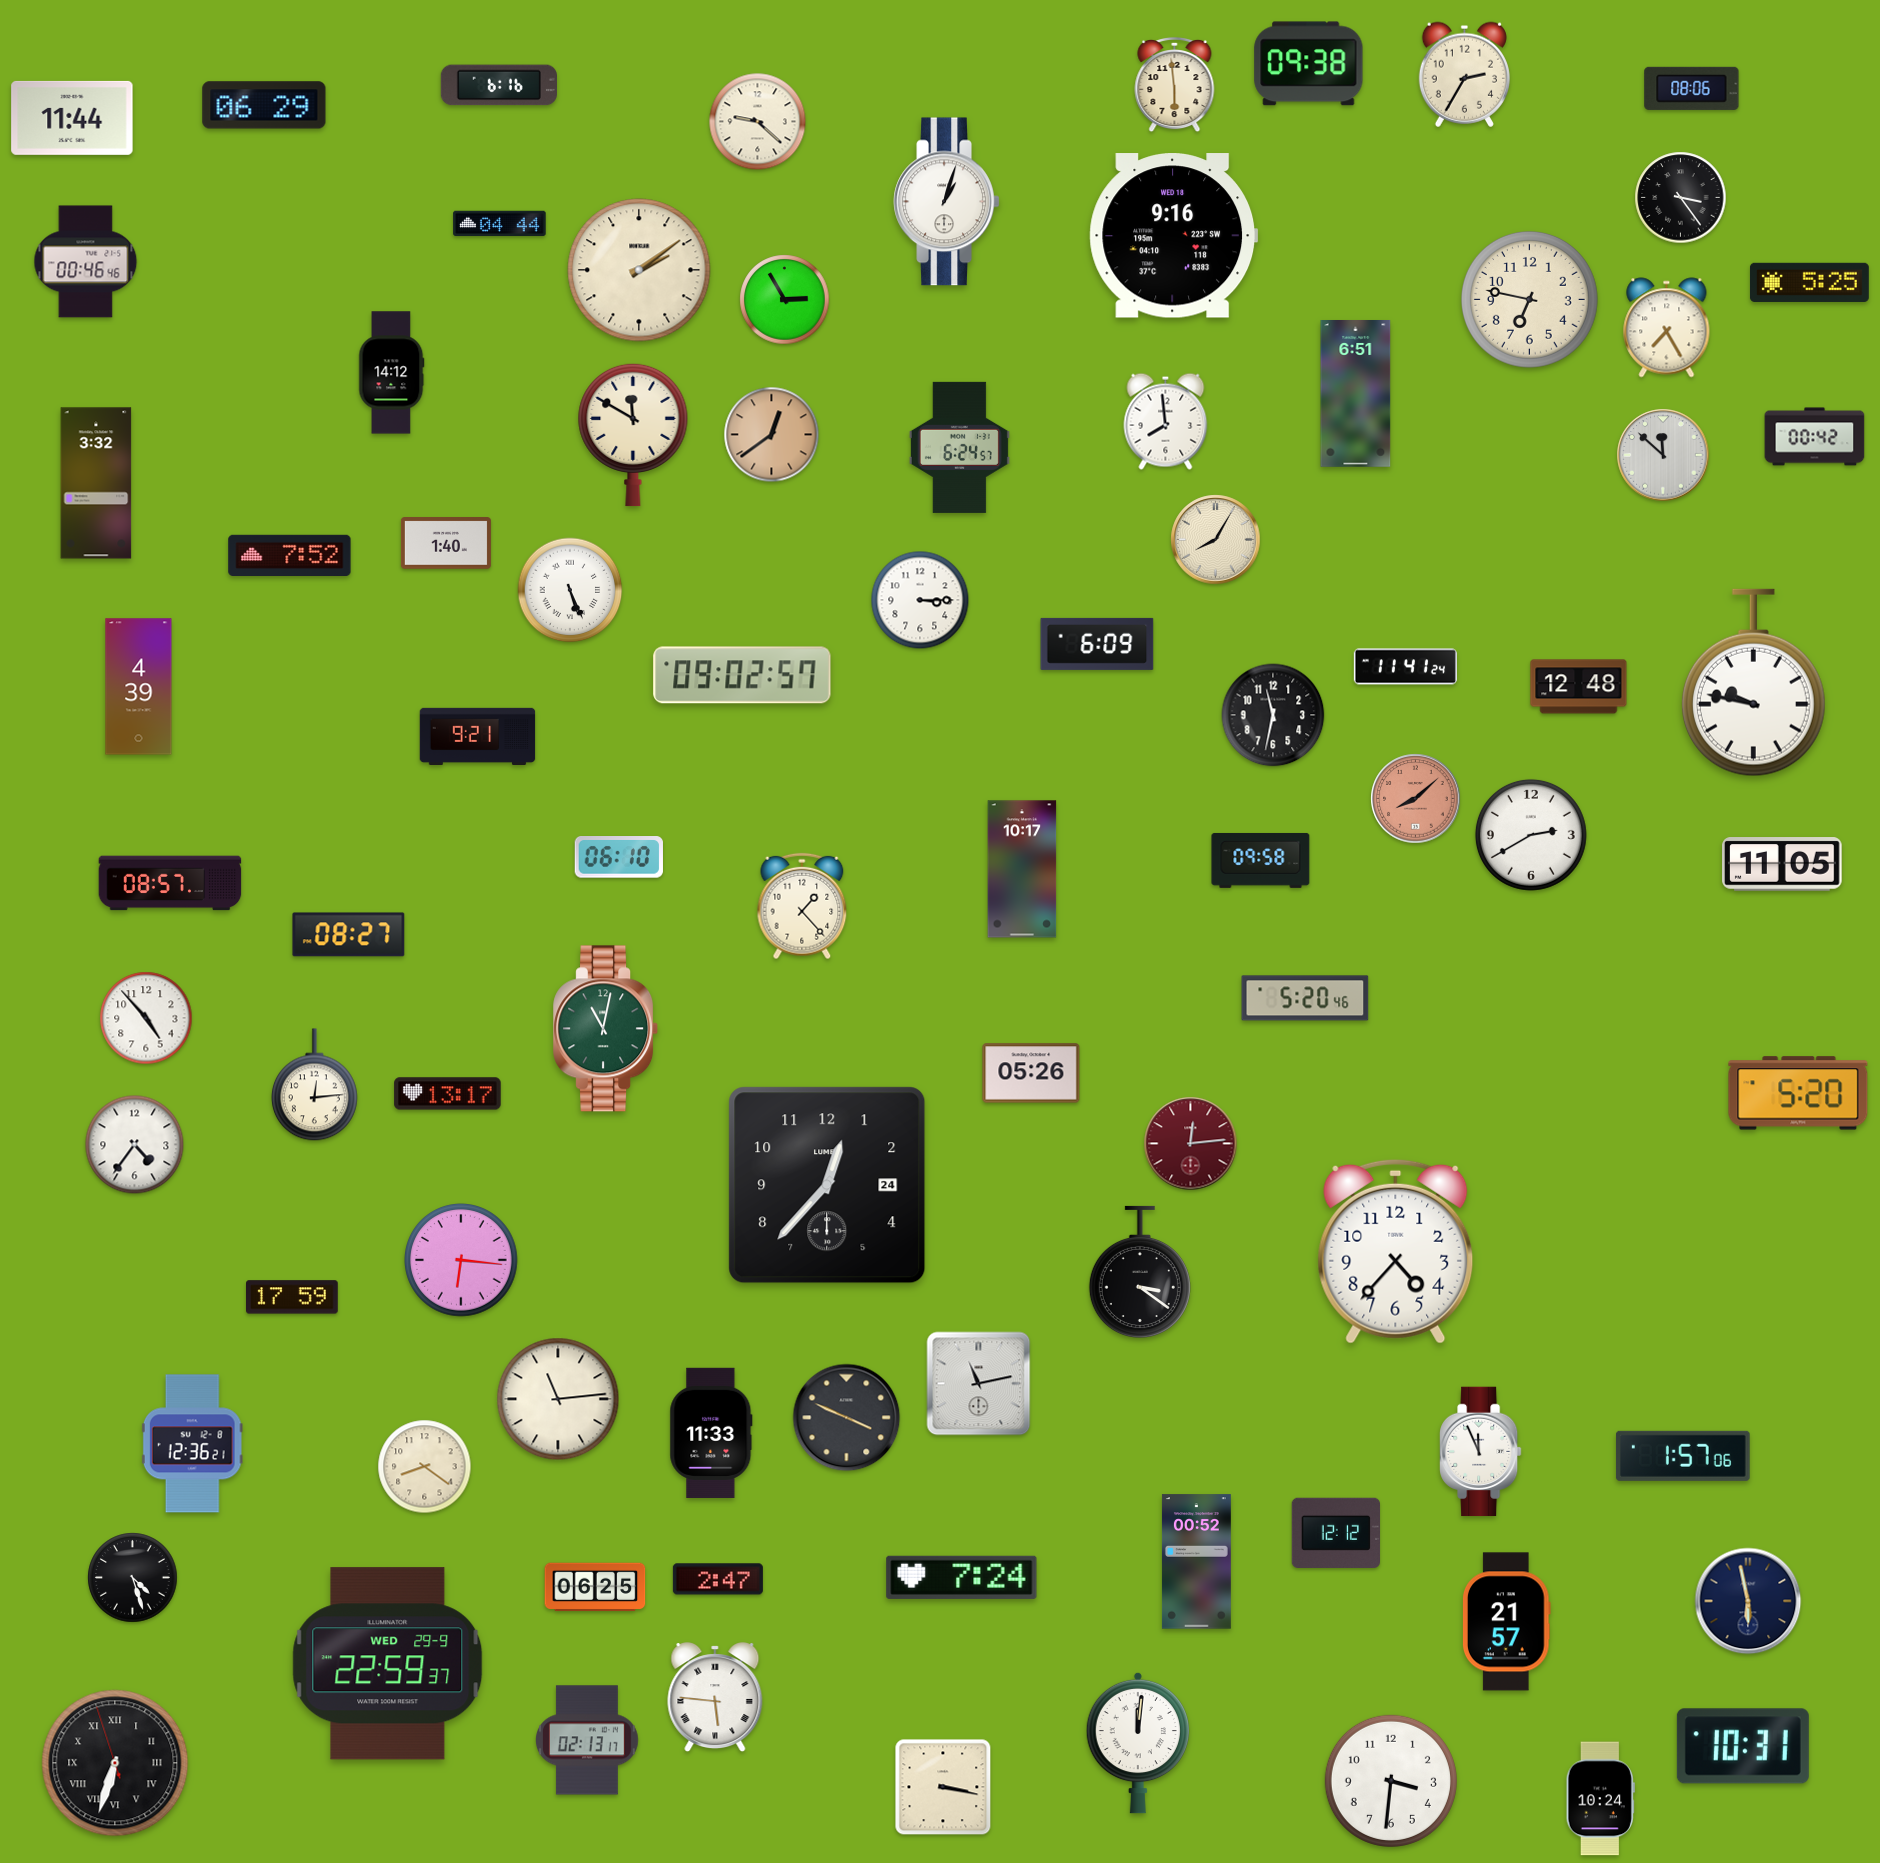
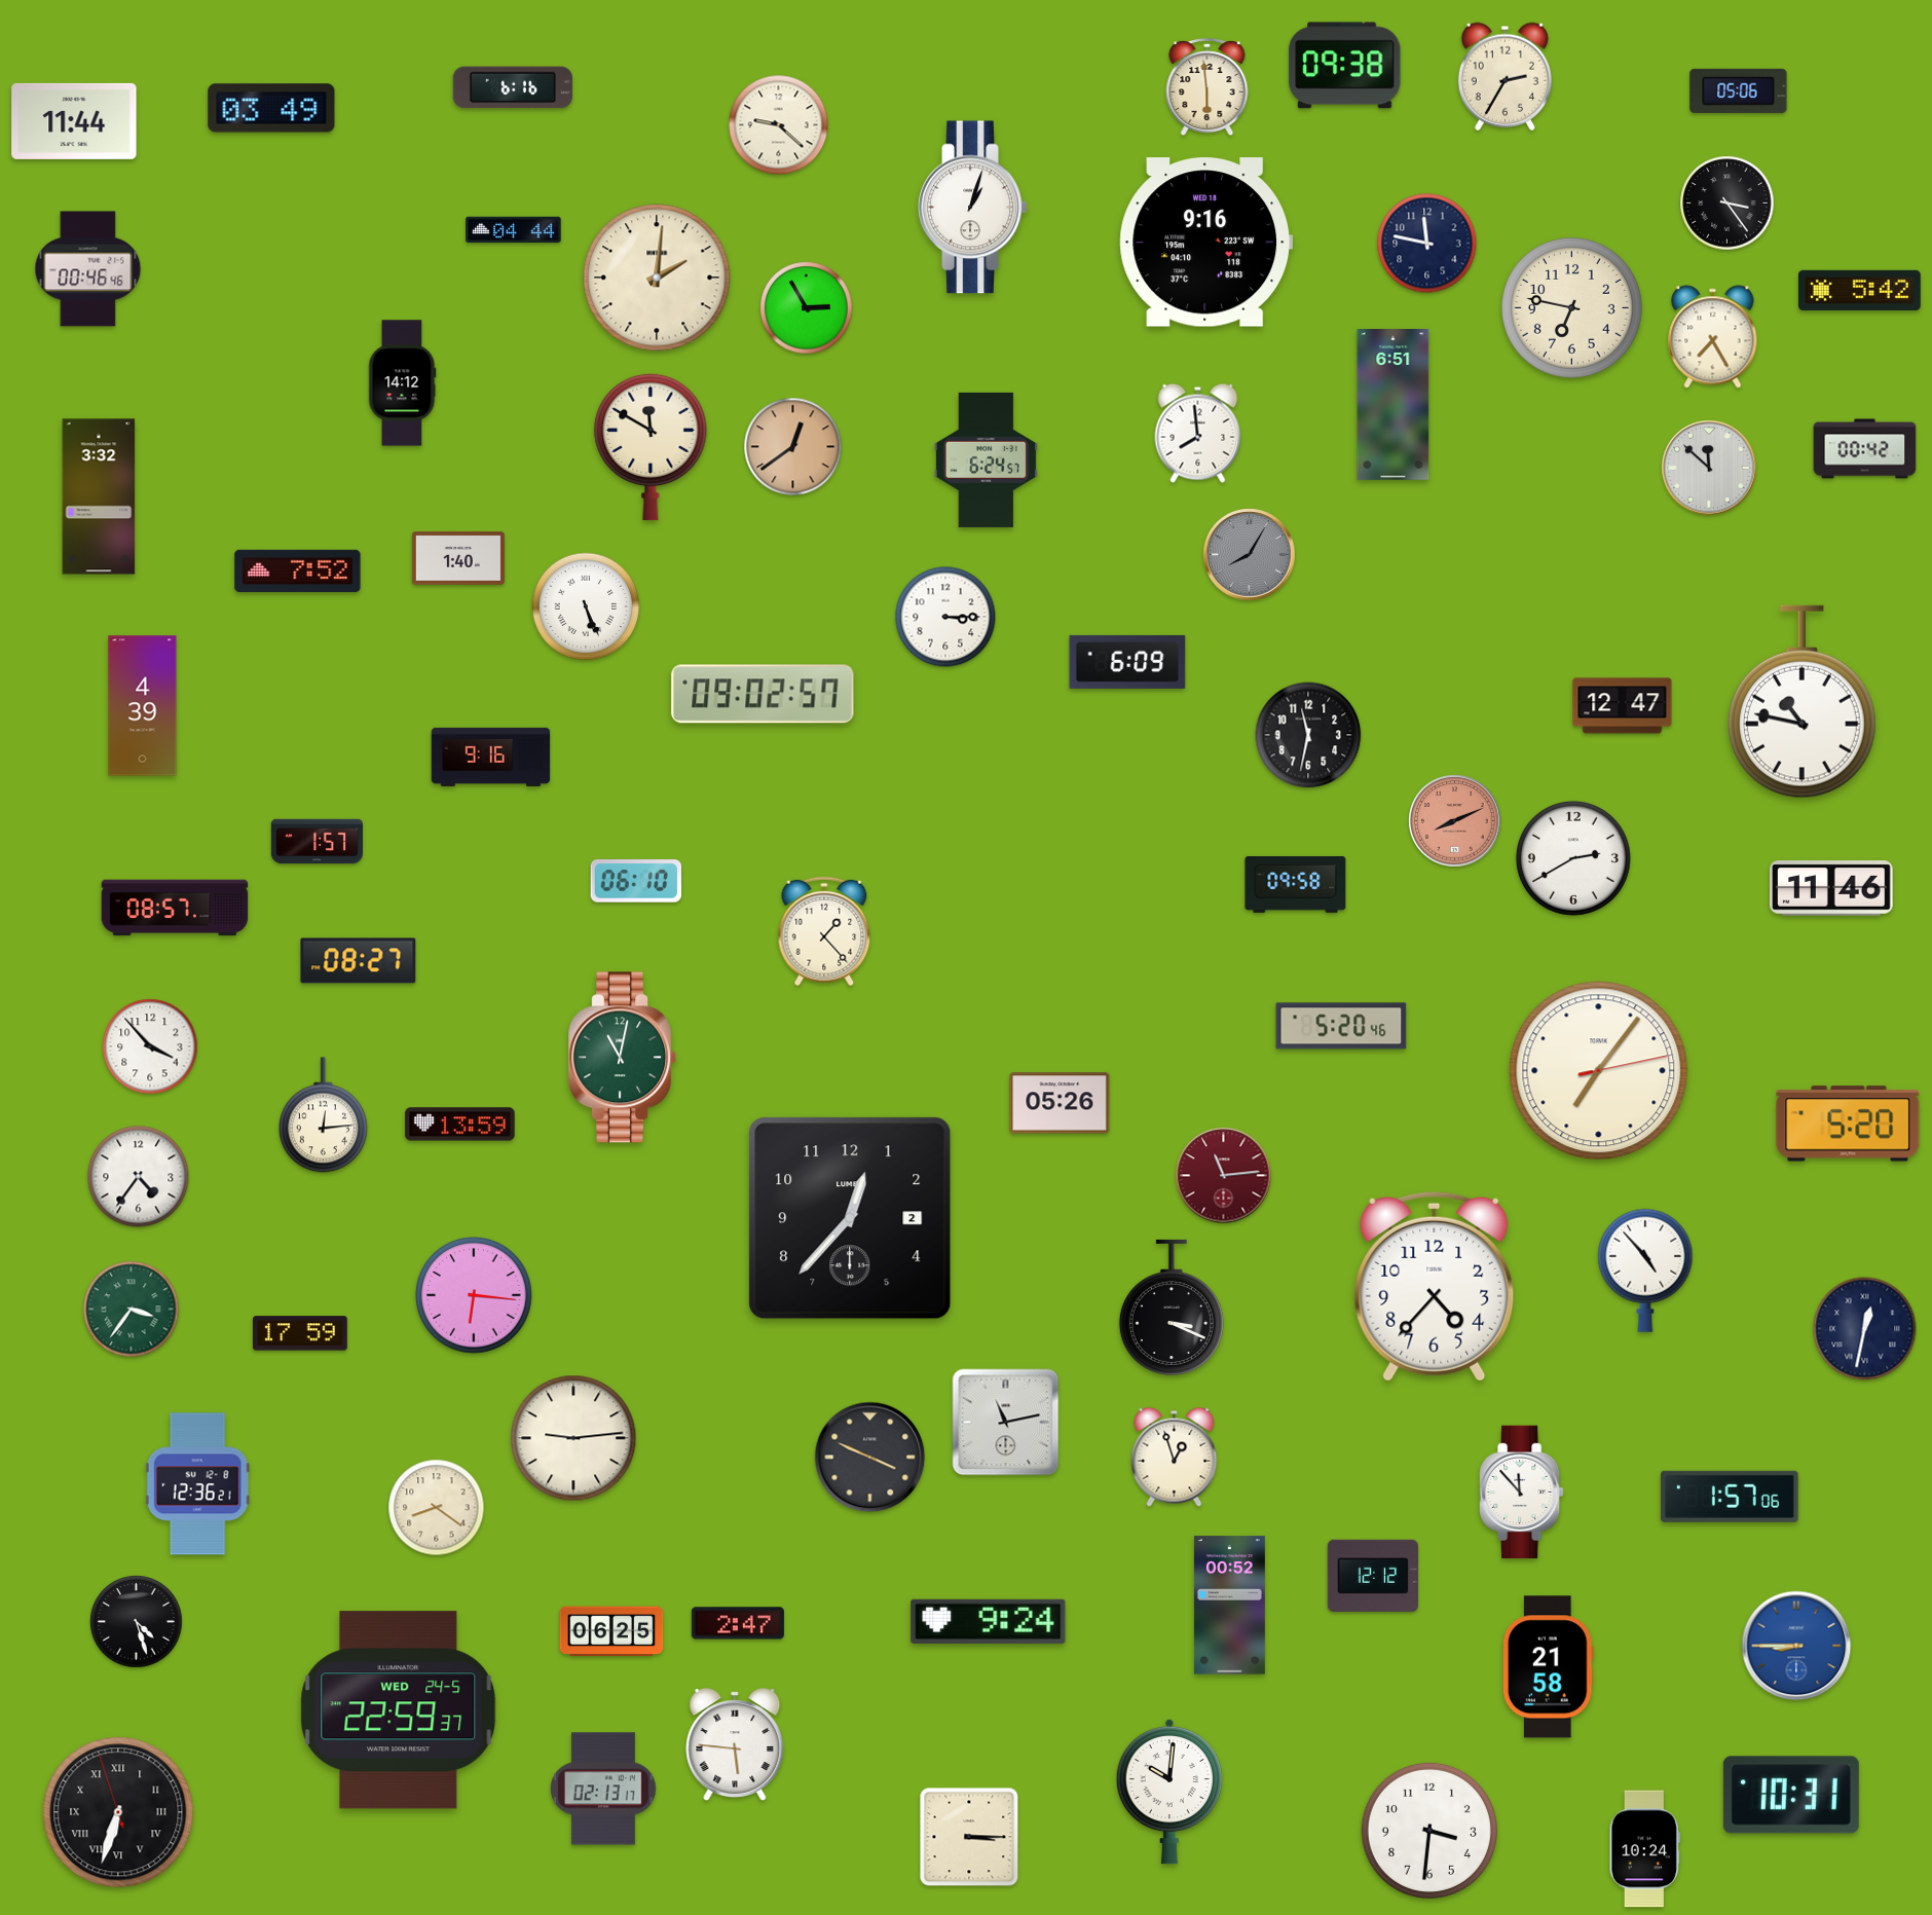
clock at (1692, 88): 08:06 -> 05:06
clock at (264, 105): 06:29 -> 03:49
clock at (1427, 244): none -> 11:47
clock at (639, 270): 2:09 -> 2:01
clock at (1809, 282): 5:25 -> 5:42
clock at (1216, 540) dial: cream -> grey
clock at (1405, 667): 11:41 -> none
clock at (1753, 683): 9:47 -> 10:47
clock at (1579, 687): 12:48 -> 12:47
clock at (478, 736): 9:21 -> 9:16
clock at (1416, 799): 8:08 -> 8:11
clock at (317, 842): none -> 1:57
clock at (1782, 864): 11:05 -> 11:46
clock at (1022, 869): 10:17 -> none
clock at (146, 1018): 4:53 -> 3:53
clock at (1599, 1071): none -> 7:06
clock at (448, 1094): 13:17 -> 13:59
clock at (1191, 1144): 12:14 -> 11:14
clock at (827, 1185) date: 24 -> 2
clock at (1645, 1270): none -> 4:53
clock at (1140, 1272): 3:21 -> 3:19
clock at (132, 1310): none -> 3:36
clock at (1865, 1329): none -> 12:32
clock at (558, 1399): 11:14 -> 9:14
clock at (1175, 1457): none -> 12:57
clock at (711, 1433): 11:33 -> none
clock at (1481, 1452): 11:56 -> 11:53
clock at (962, 1577): 7:24 -> 9:24
clock at (1748, 1601): 5:58 -> 8:45
clock at (1748, 1601) dial: navy -> blue
clock at (1506, 1622): 21:57 -> 21:58
clock at (388, 1664) date: WED 29-9 -> WED 24-5
clock at (1137, 1743): 12:01 -> 10:01
clock at (943, 1787): 3:17 -> 3:15
